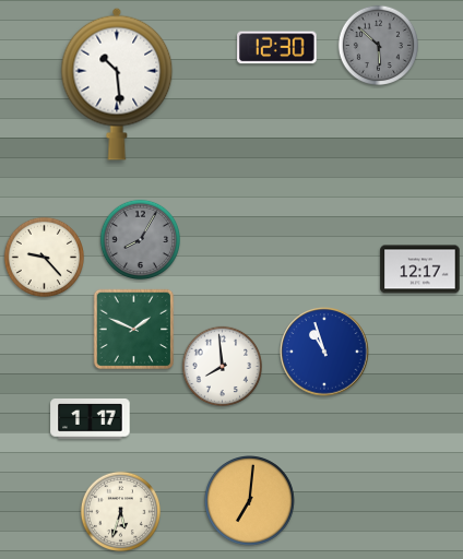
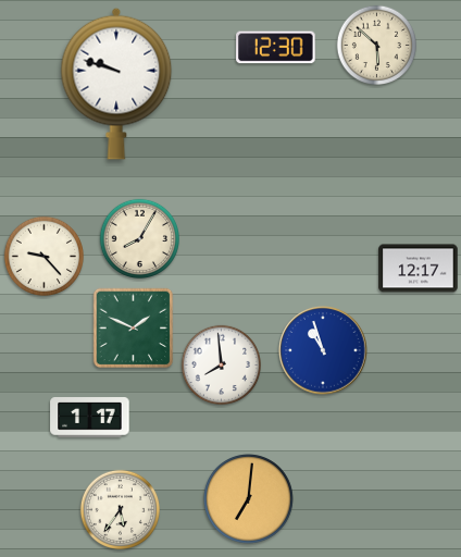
clock at (378, 45) dial: grey -> cream
clock at (117, 84): 10:29 -> 9:48
clock at (140, 239) dial: grey -> cream
clock at (120, 511): 5:33 -> 5:36
